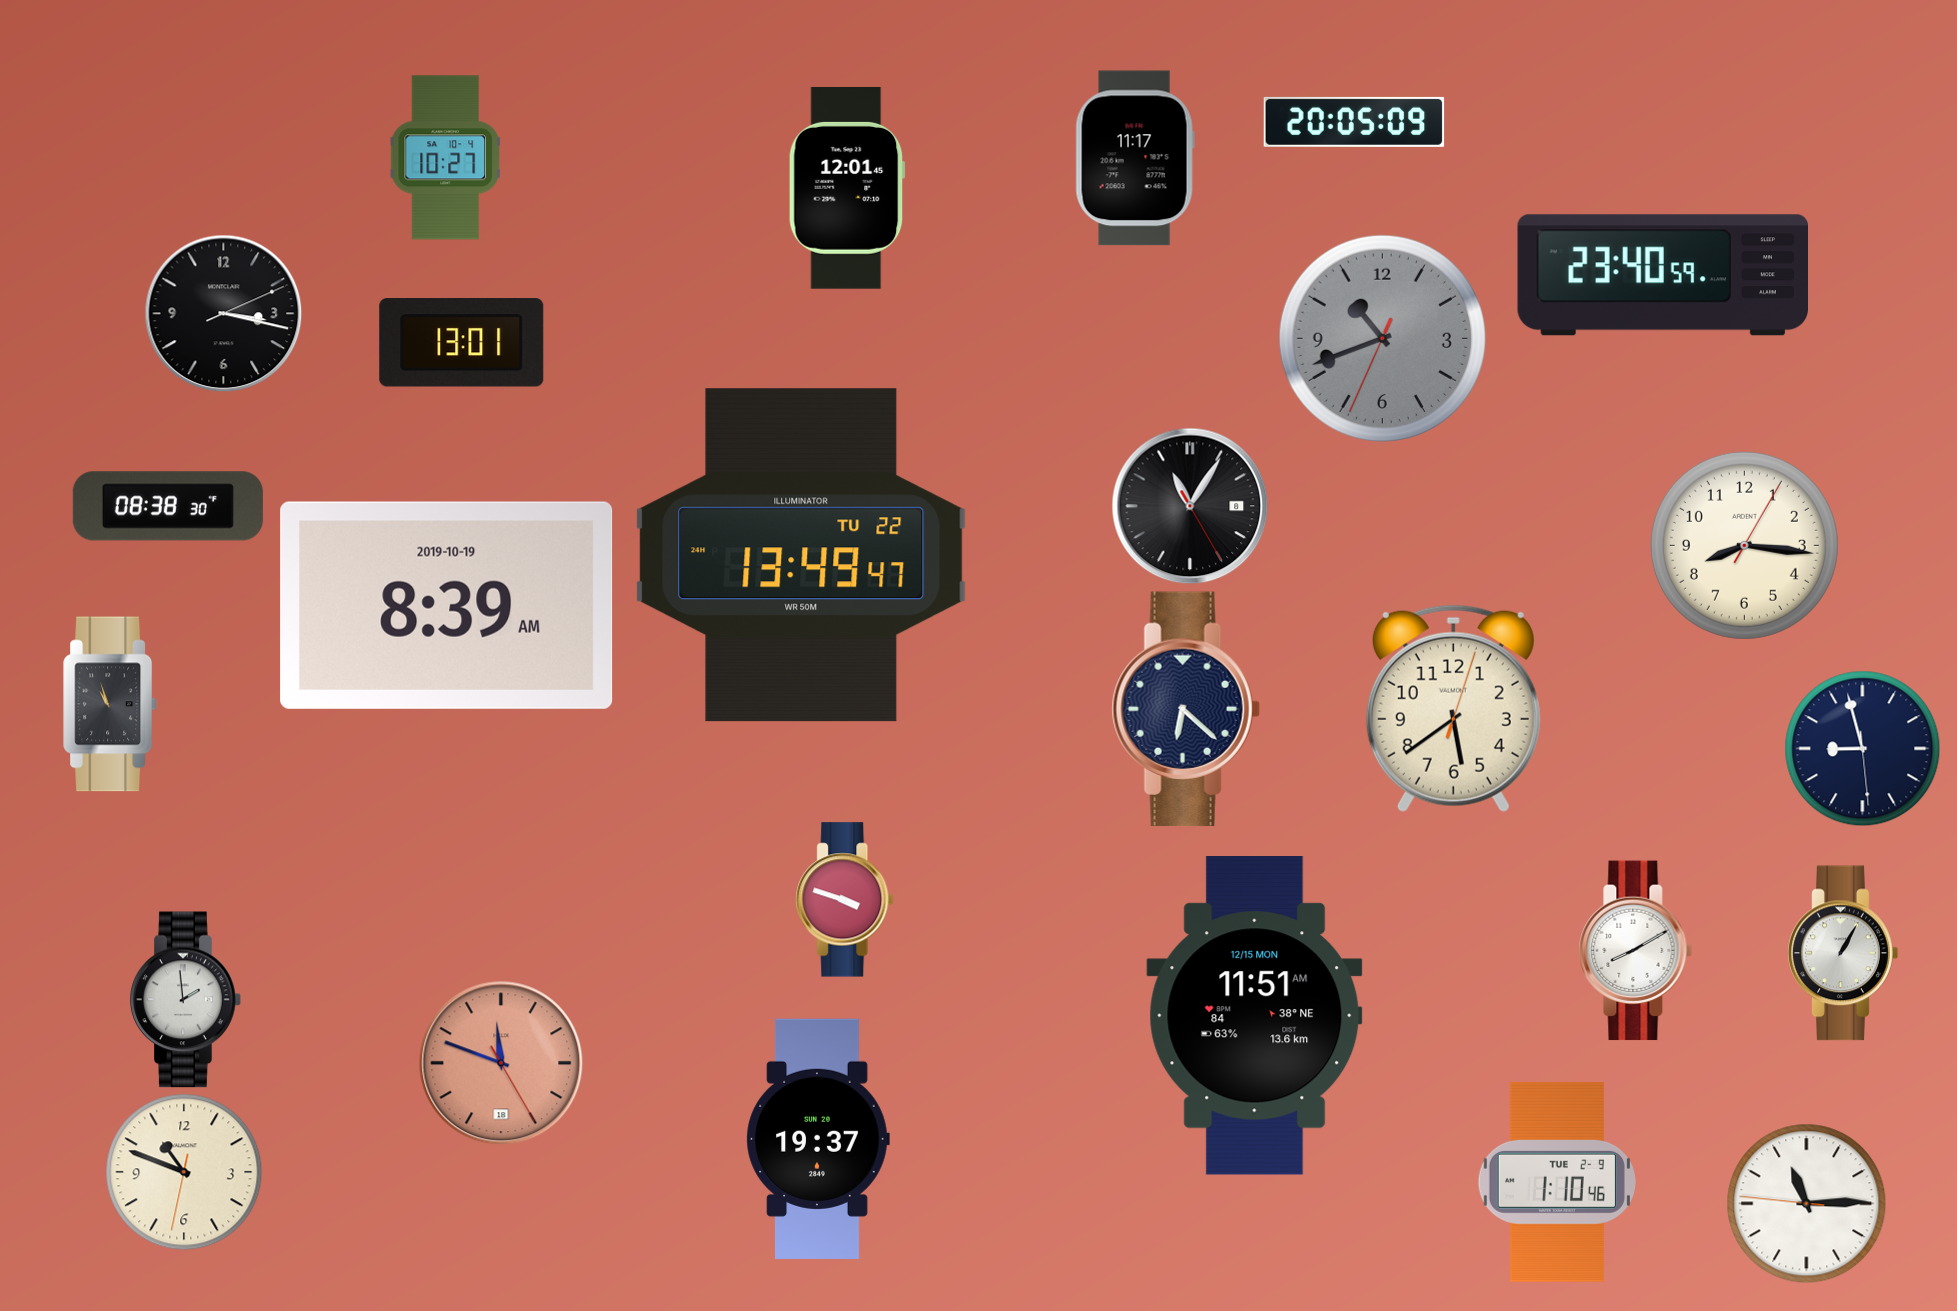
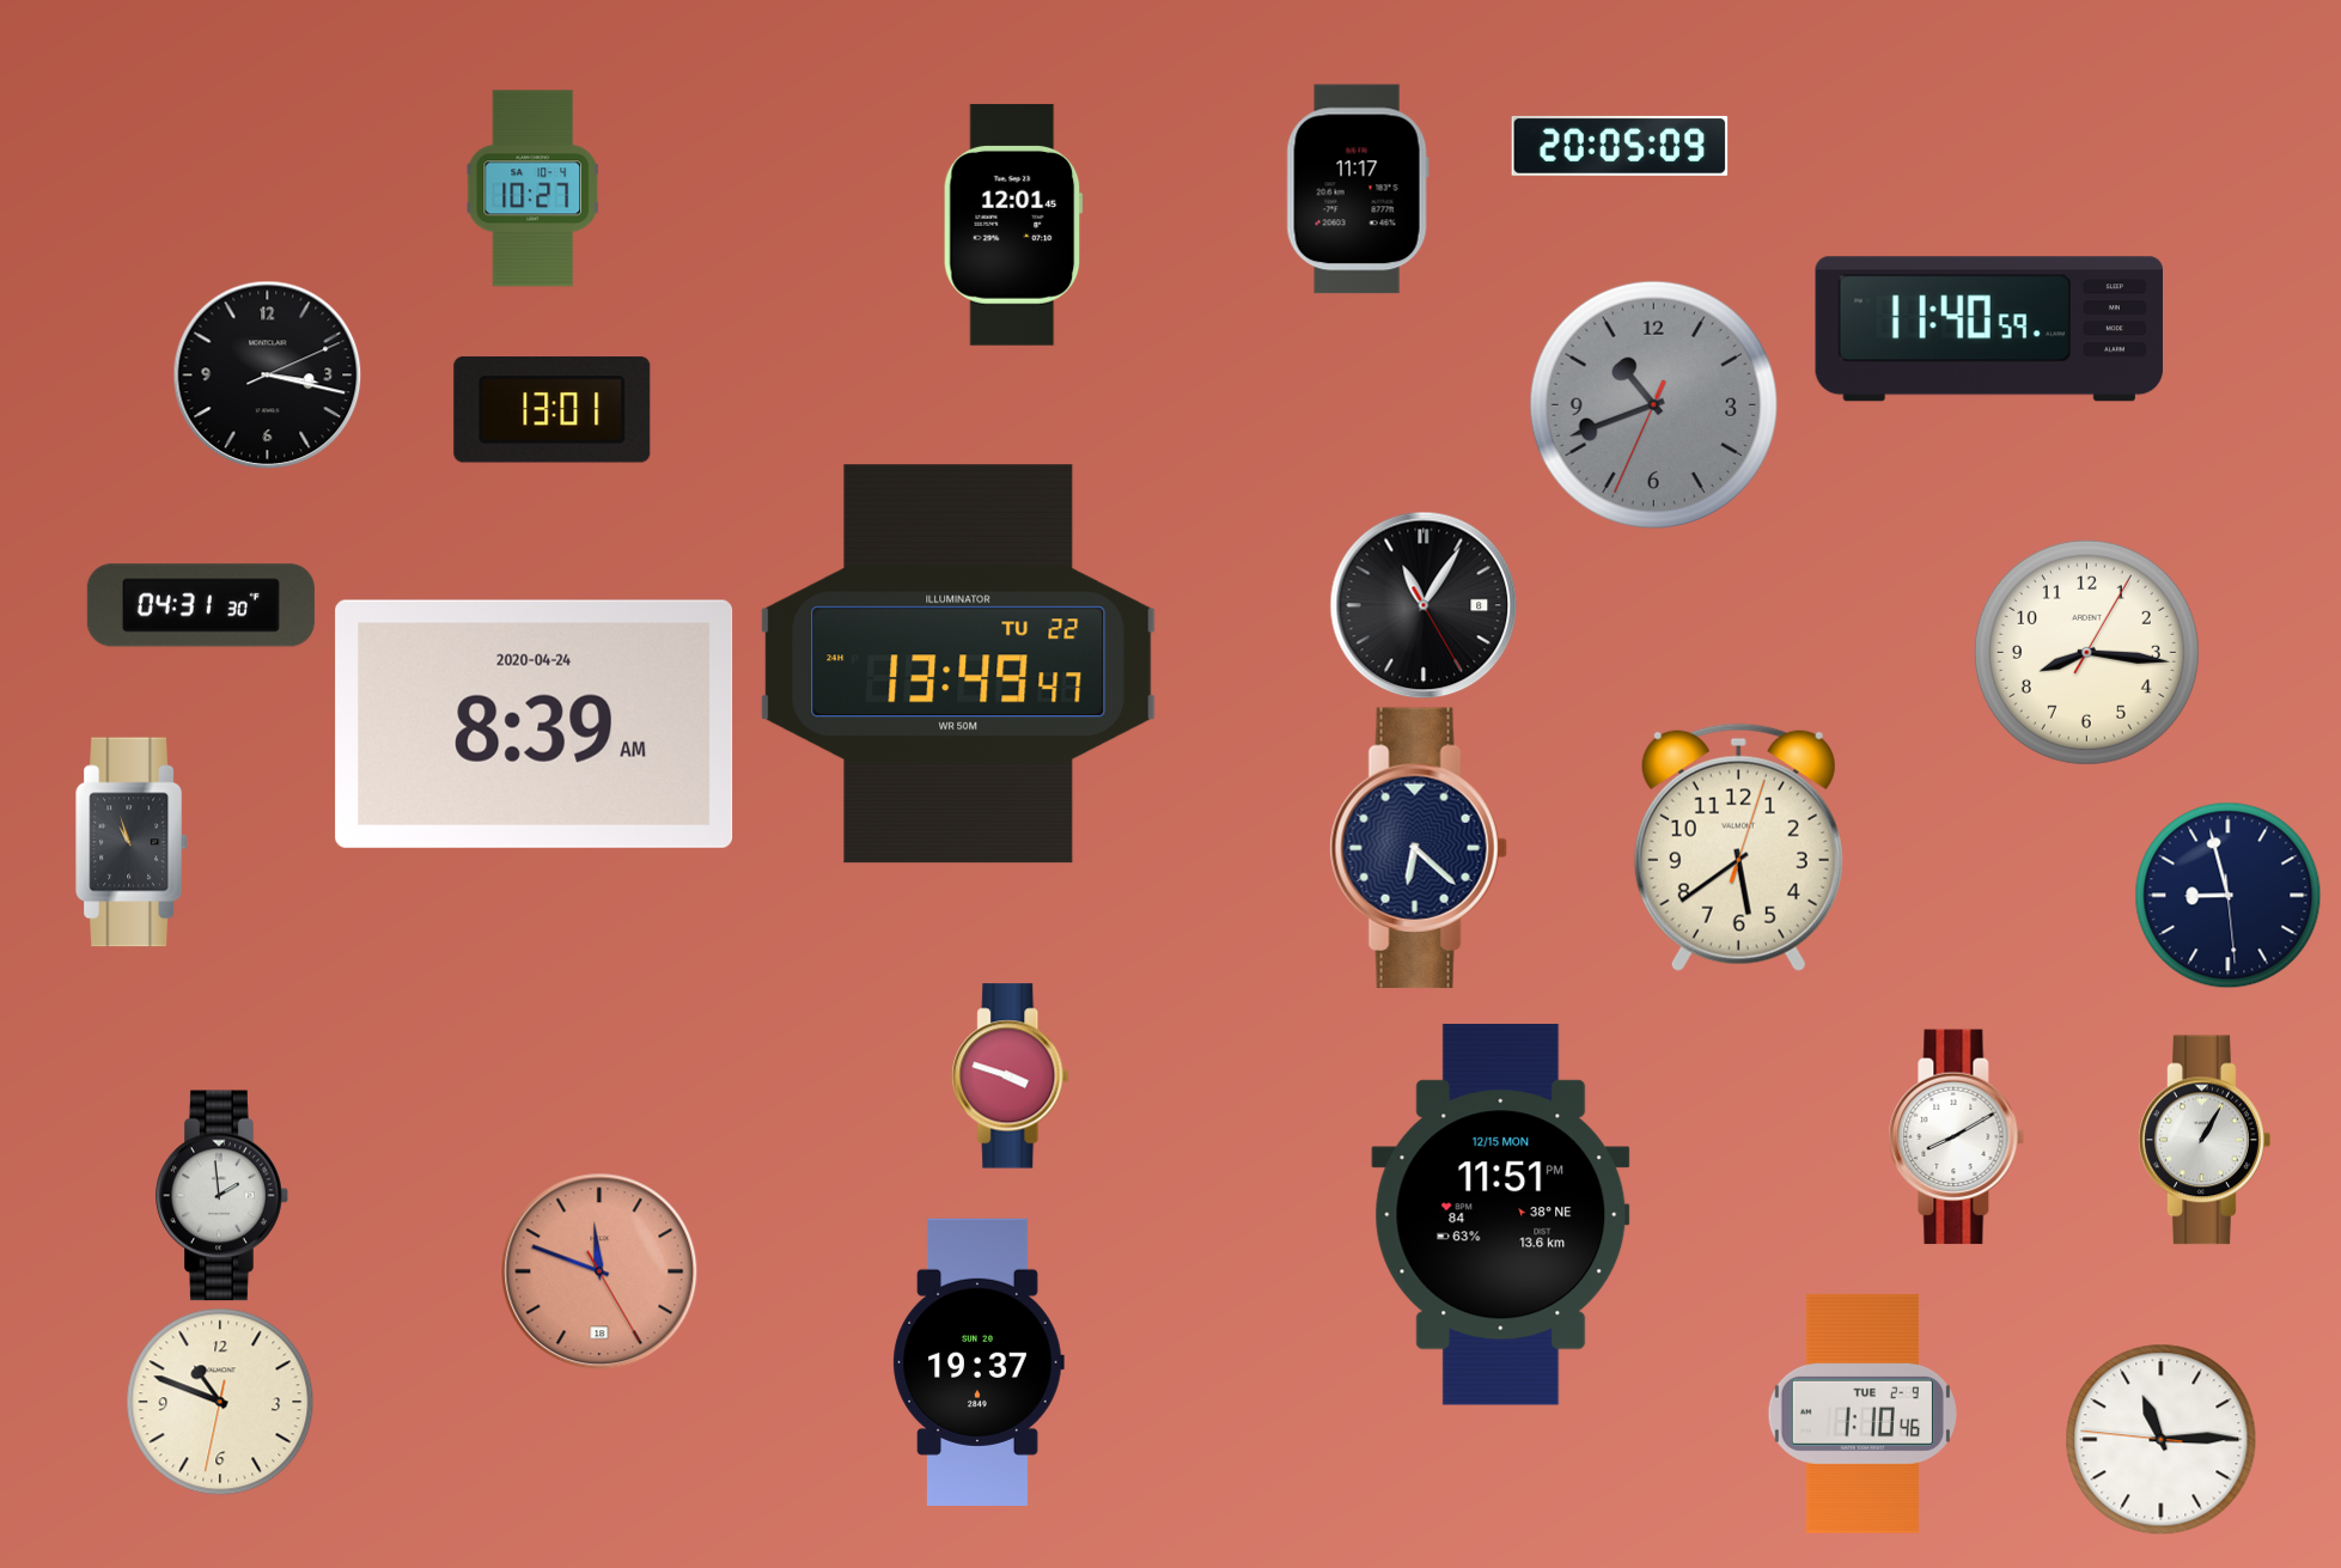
clock at (1662, 275): 23:40 -> 11:40
clock at (168, 506): 08:38 -> 04:31
clock at (447, 605) date: 2019-10-19 -> 2020-04-24
clock at (1255, 1016): 11:51 AM -> 11:51 PM
